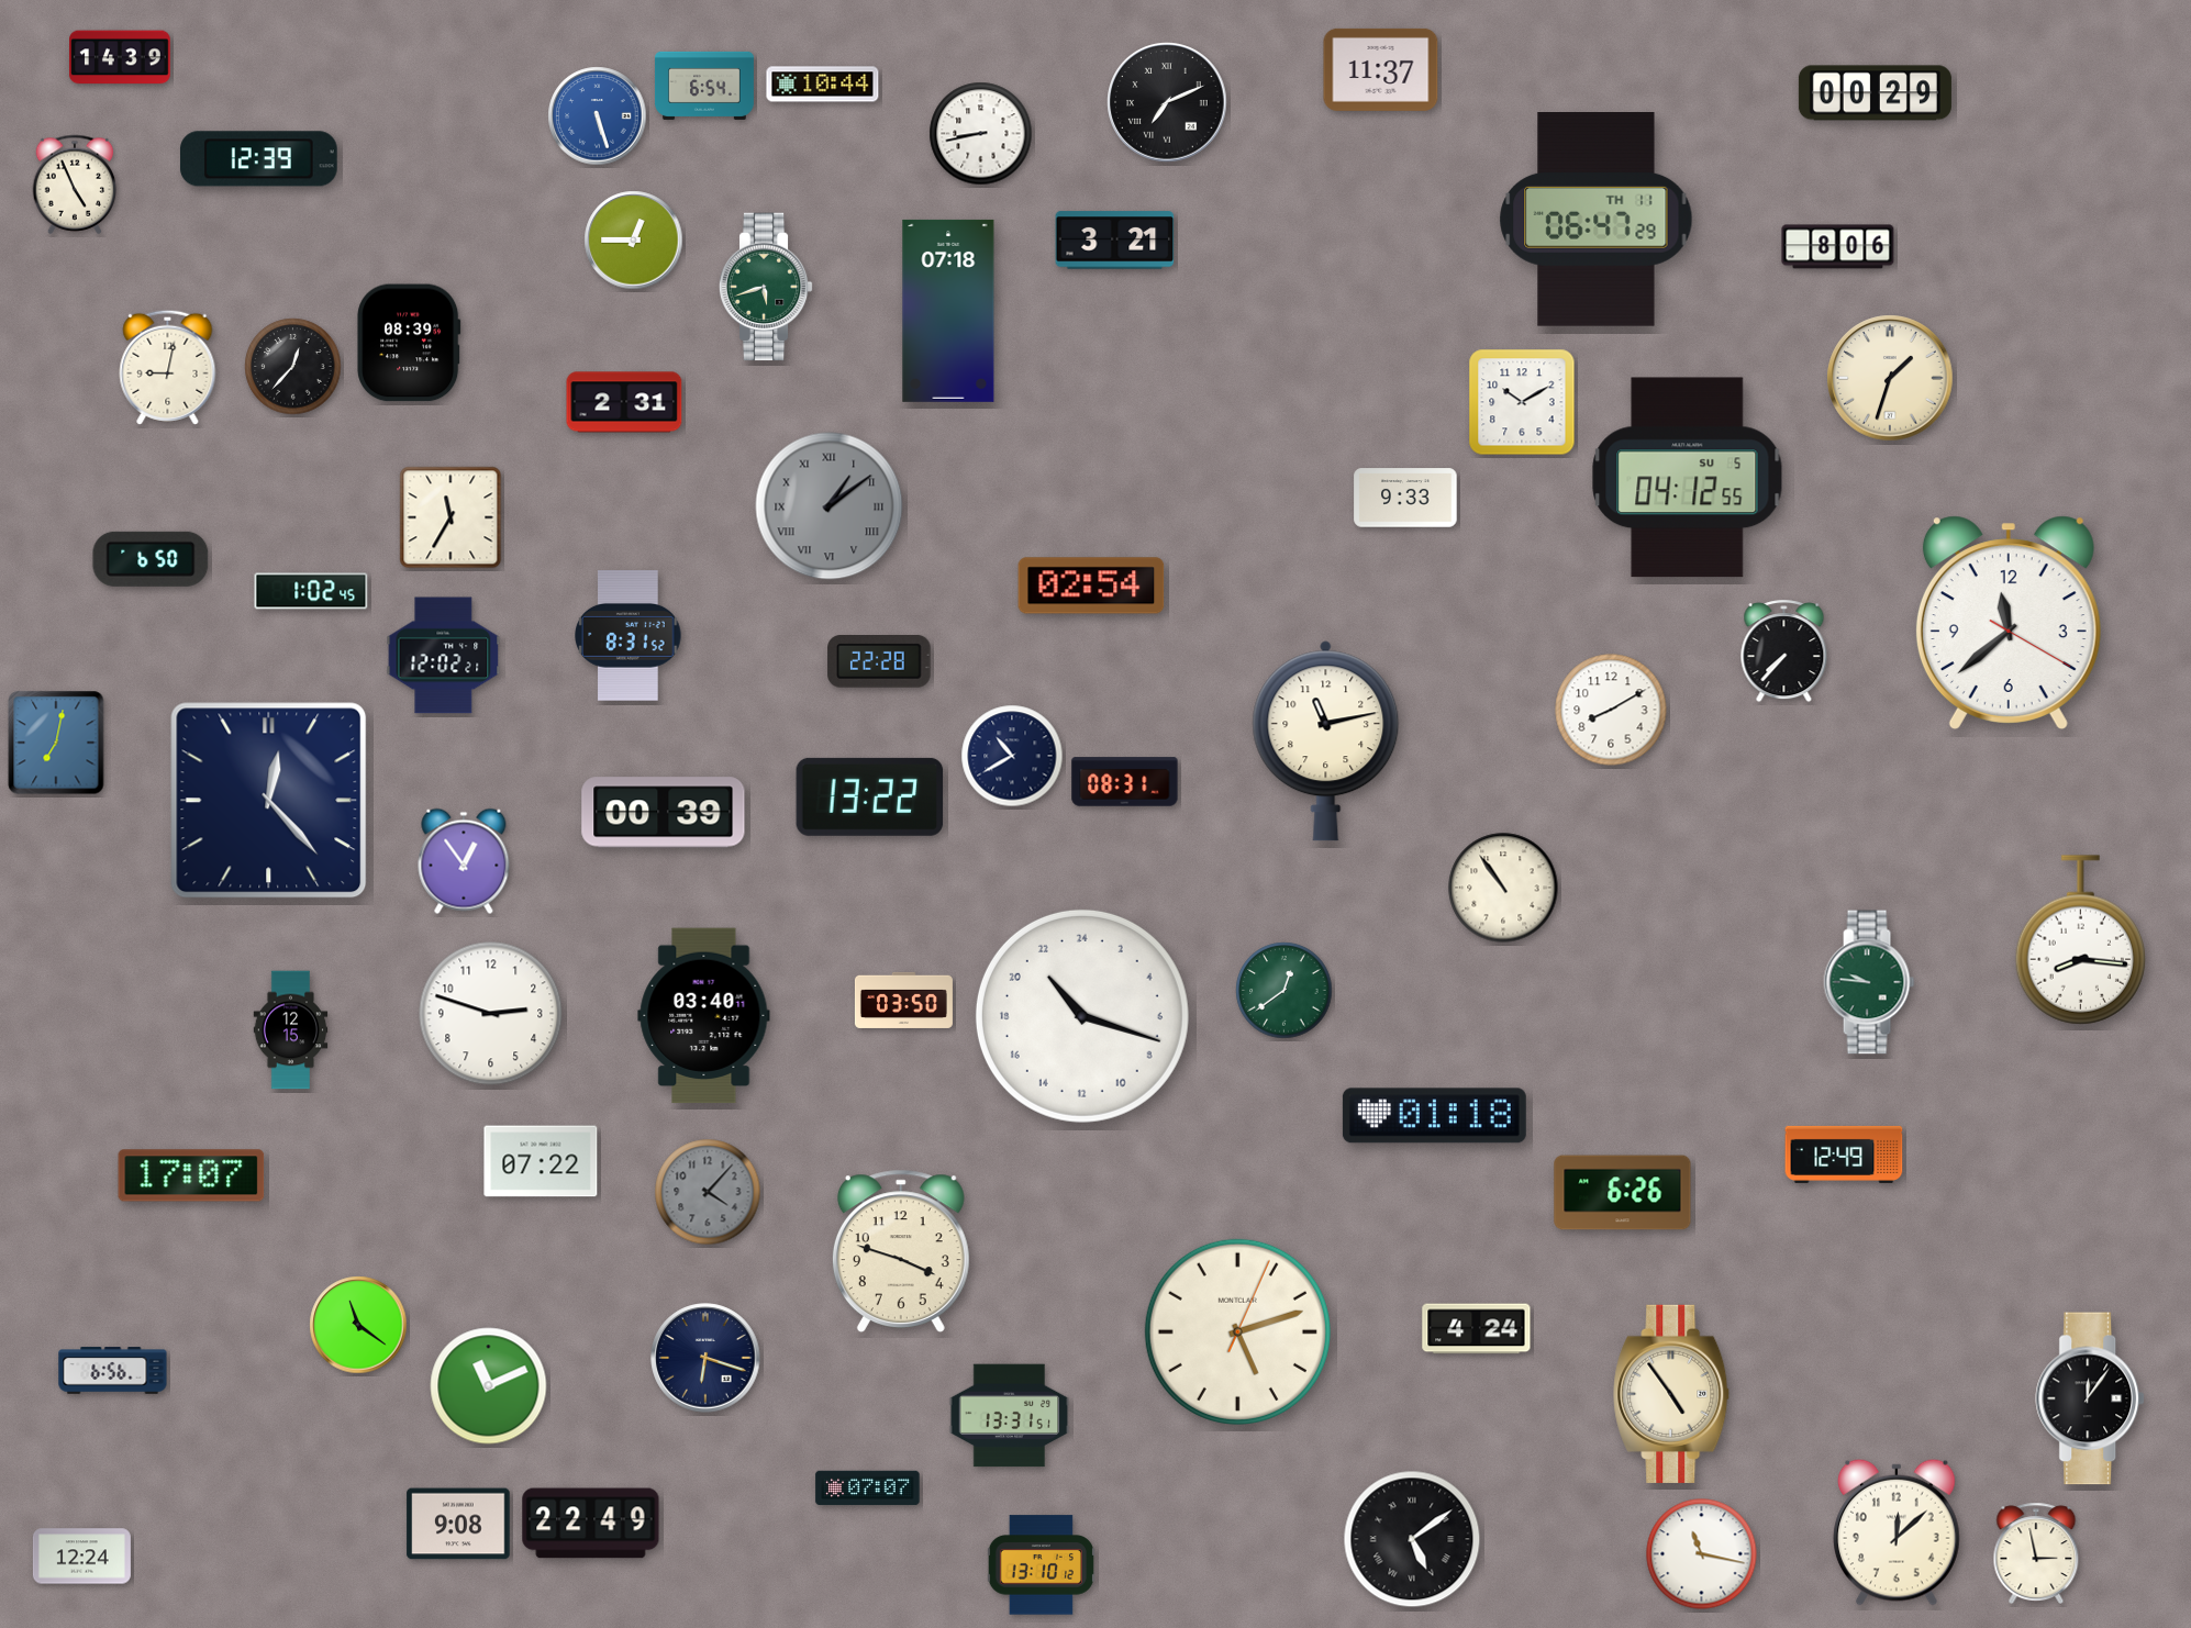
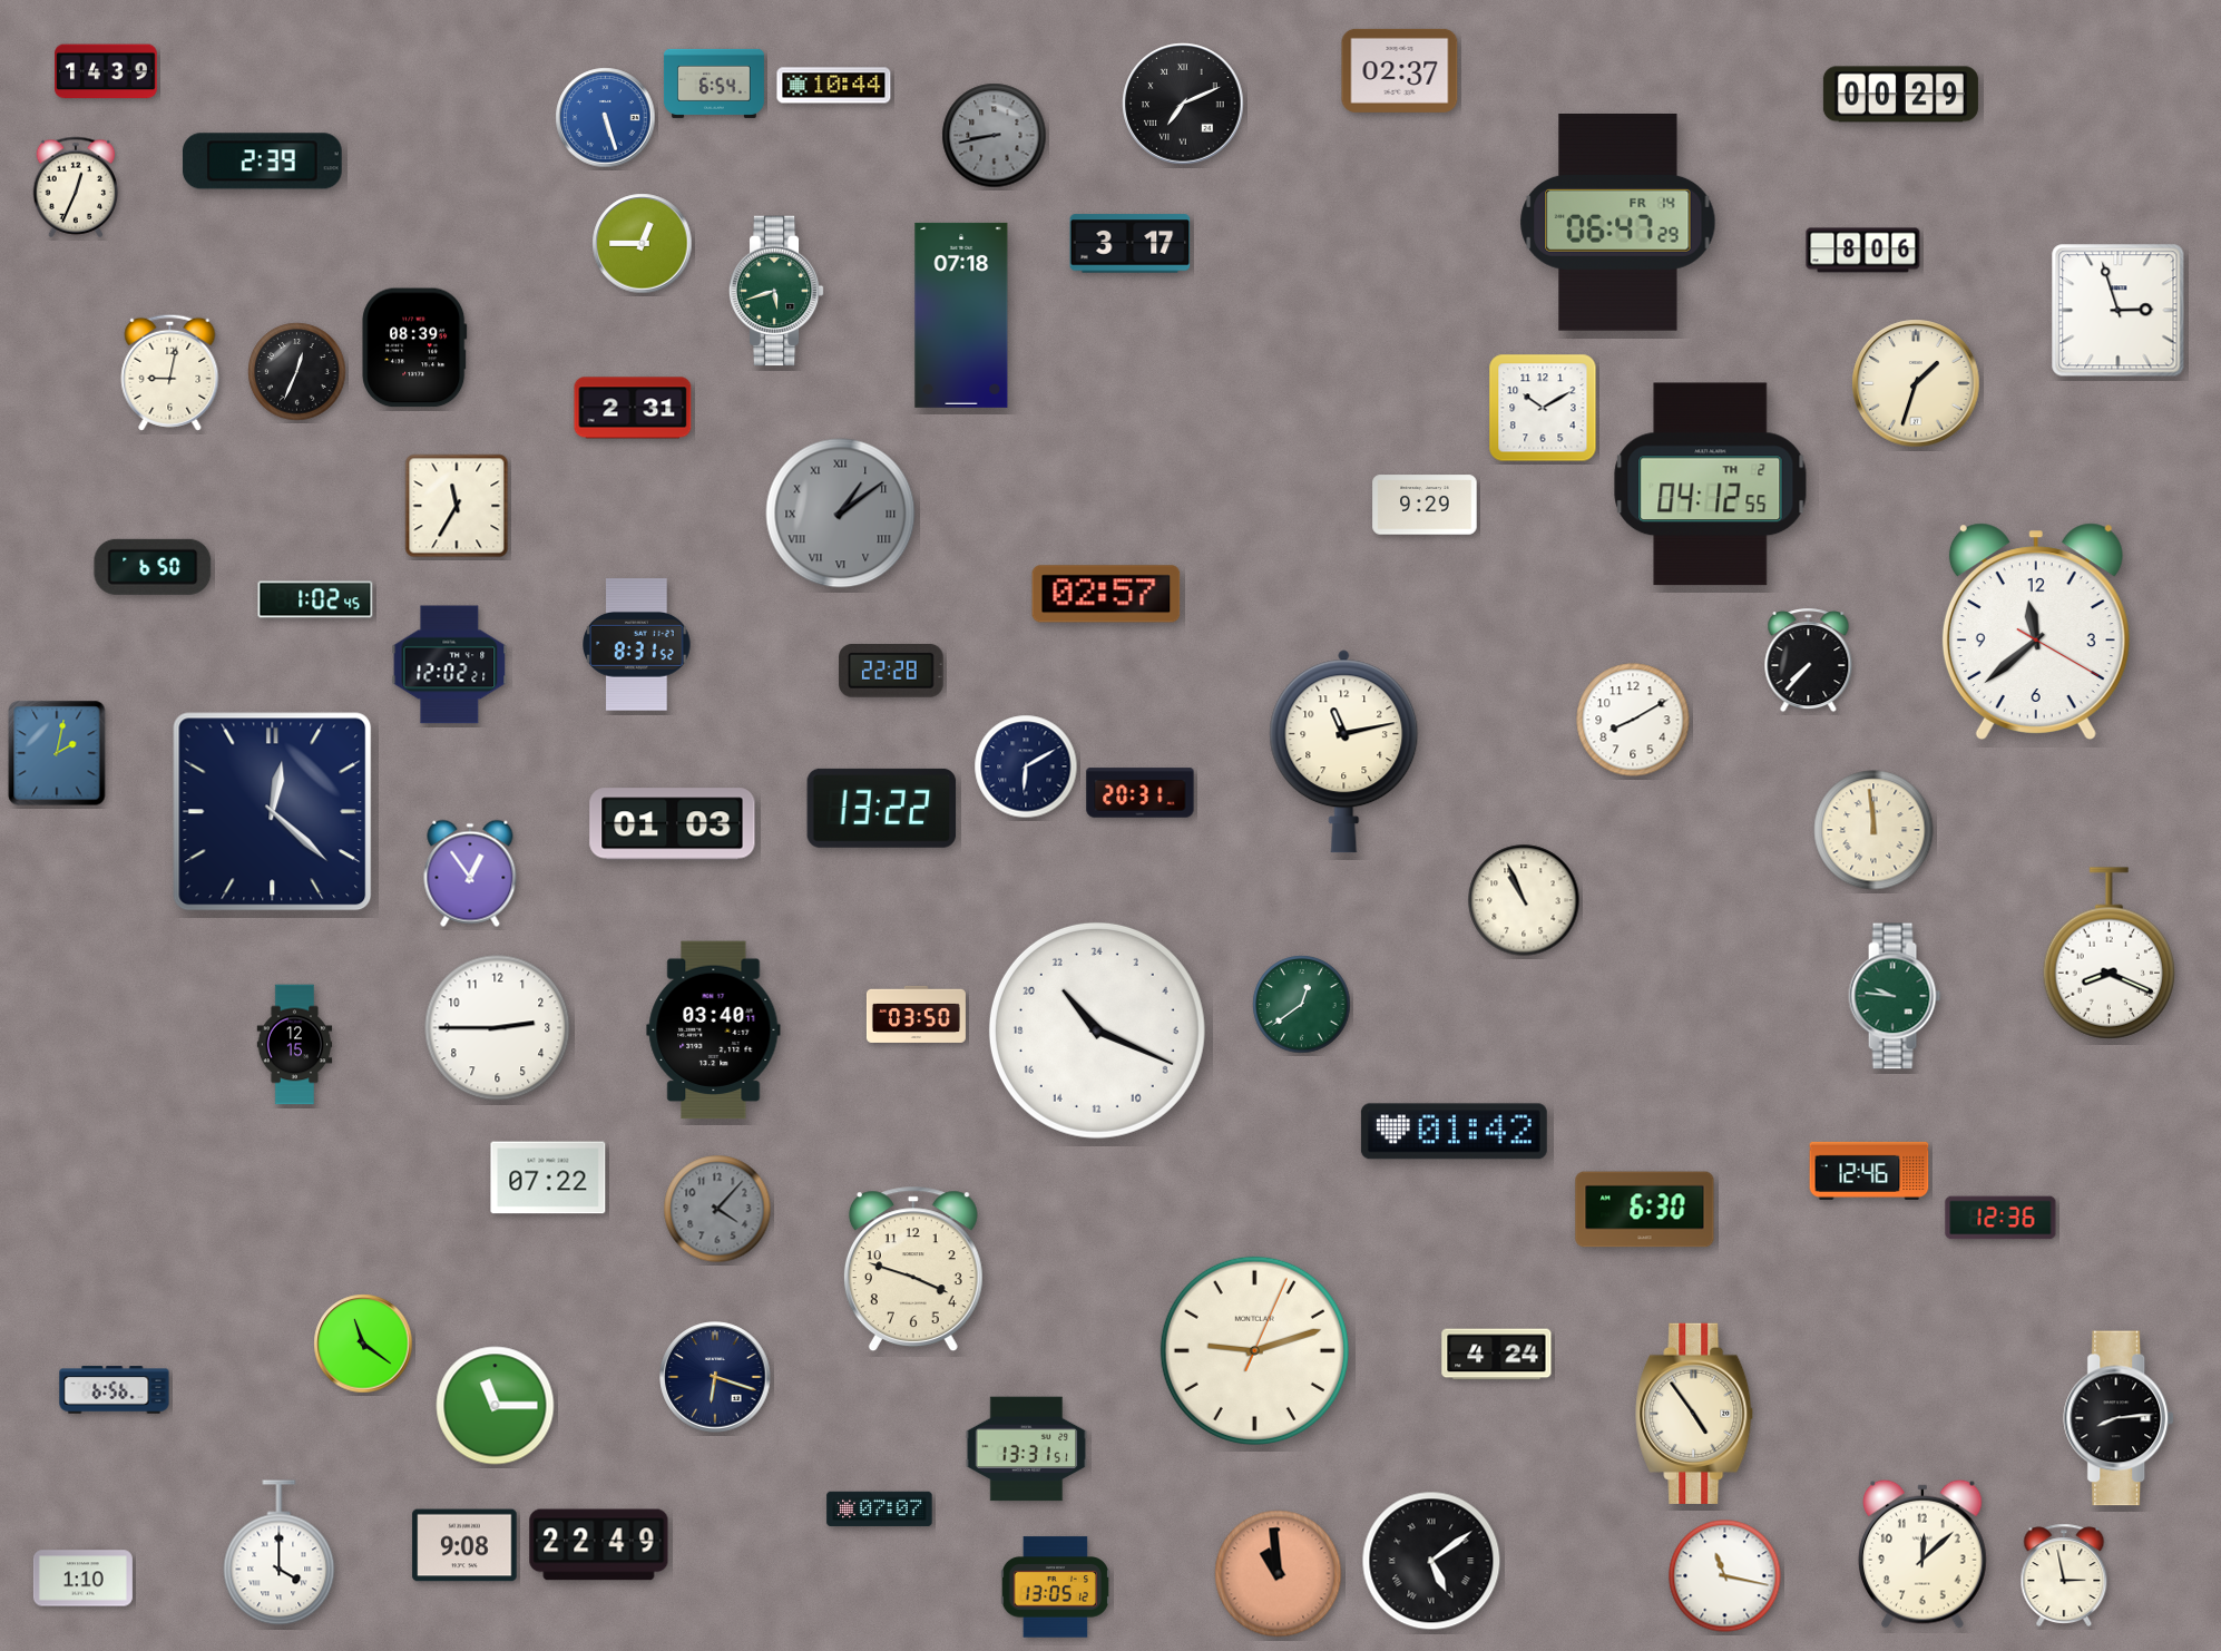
clock at (121, 57) position: (121, 57) -> (107, 71)
clock at (1381, 69): 11:37 -> 02:37
clock at (704, 86) position: (704, 86) -> (714, 84)
clock at (981, 134) dial: white -> grey
clock at (258, 159): 12:39 -> 2:39
clock at (75, 185): 4:56 -> 12:34
clock at (1597, 220) date: TH 11 -> FR 14
clock at (1115, 241): 3:21 -> 3:17
clock at (2119, 311): none -> 2:57
clock at (293, 367): 12:37 -> 12:34
clock at (1688, 478) date: SU 5 -> TH 2
clock at (1405, 498): 9:33 -> 9:29
clock at (451, 517) position: (451, 517) -> (457, 506)
clock at (1091, 586): 02:54 -> 02:57
clock at (56, 743): 7:02 -> 2:02
clock at (1012, 756): 10:40 -> 6:10
clock at (1125, 782): 08:31 -> 20:31
clock at (269, 801): 12:23 -> 12:22
clock at (664, 813): 00:39 -> 01:03
clock at (1873, 830): none -> 11:59
clock at (1503, 888): 10:54 -> 10:56
clock at (2080, 940): 8:16 -> 8:19
clock at (491, 1014): 2:48 -> 2:45
clock at (1082, 1016): 21:18 -> 21:19
clock at (1434, 1116): 01:18 -> 01:42
clock at (1844, 1155): 12:49 -> 12:46
clock at (191, 1175): 17:07 -> none
clock at (1623, 1193): 6:26 -> 6:30
clock at (2000, 1218): none -> 12:36
clock at (1477, 1329) position: (1477, 1329) -> (1497, 1355)
clock at (1237, 1331): 5:12 -> 9:12
clock at (489, 1386): 11:11 -> 11:15
clock at (2091, 1398): 12:06 -> 8:14
clock at (1010, 1416) position: (1010, 1416) -> (1027, 1449)
clock at (280, 1553): none -> 4:00
clock at (1279, 1574): none -> 10:59
clock at (81, 1557): 12:24 -> 1:10
clock at (1041, 1565): 13:10 -> 13:05
